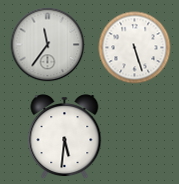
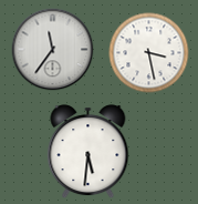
clock at (135, 48): 5:27 -> 3:28
clock at (65, 137) position: (65, 137) -> (88, 152)
